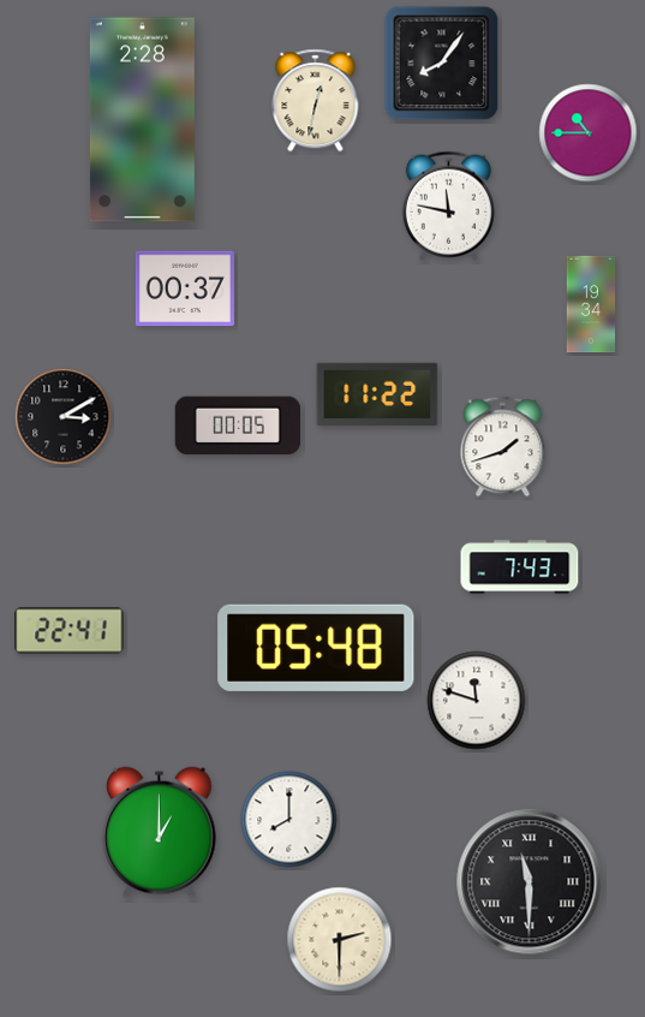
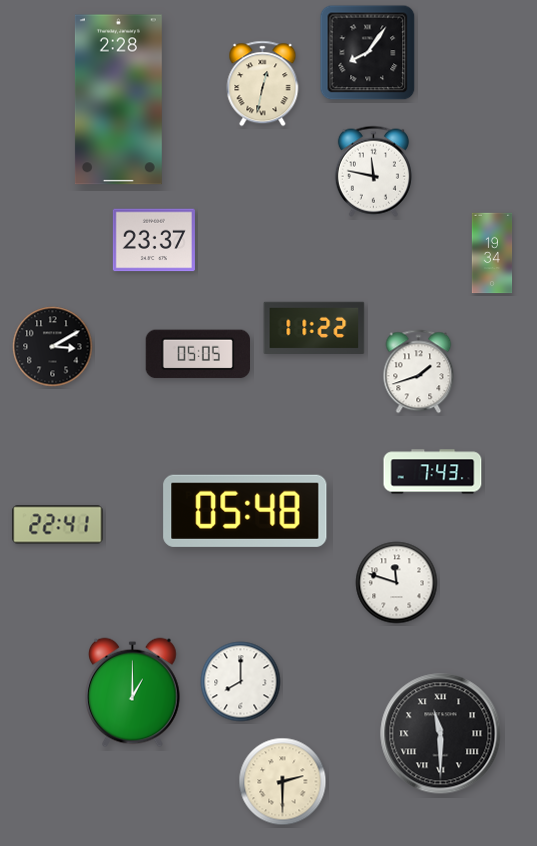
clock at (589, 133): 10:45 -> none
clock at (185, 289): 00:37 -> 23:37
clock at (237, 426): 00:05 -> 05:05
clock at (316, 648) position: (316, 648) -> (245, 511)
